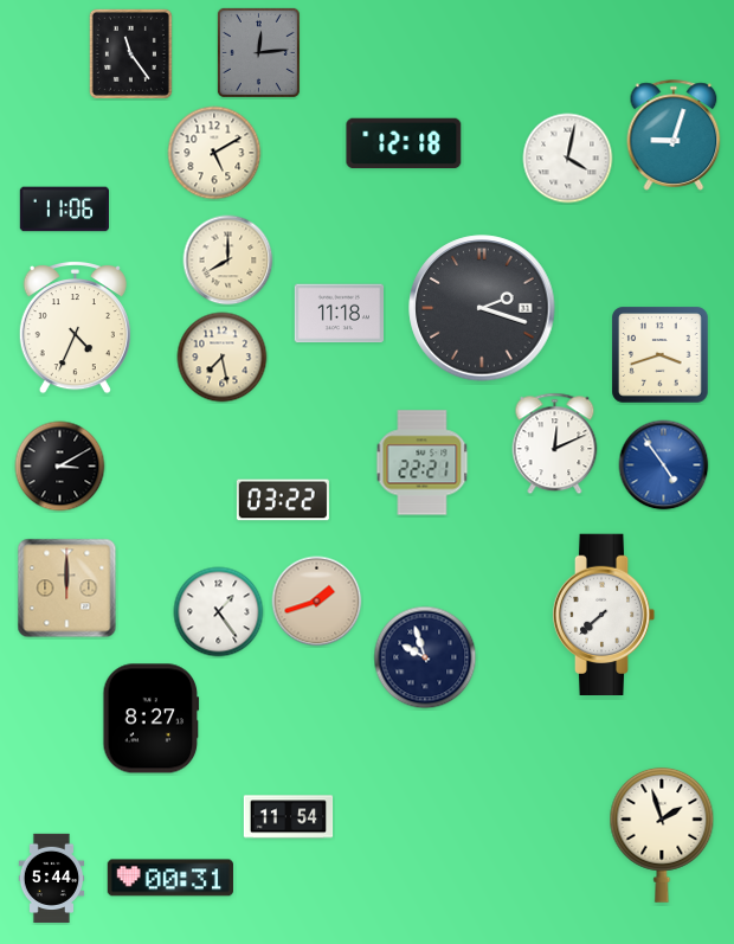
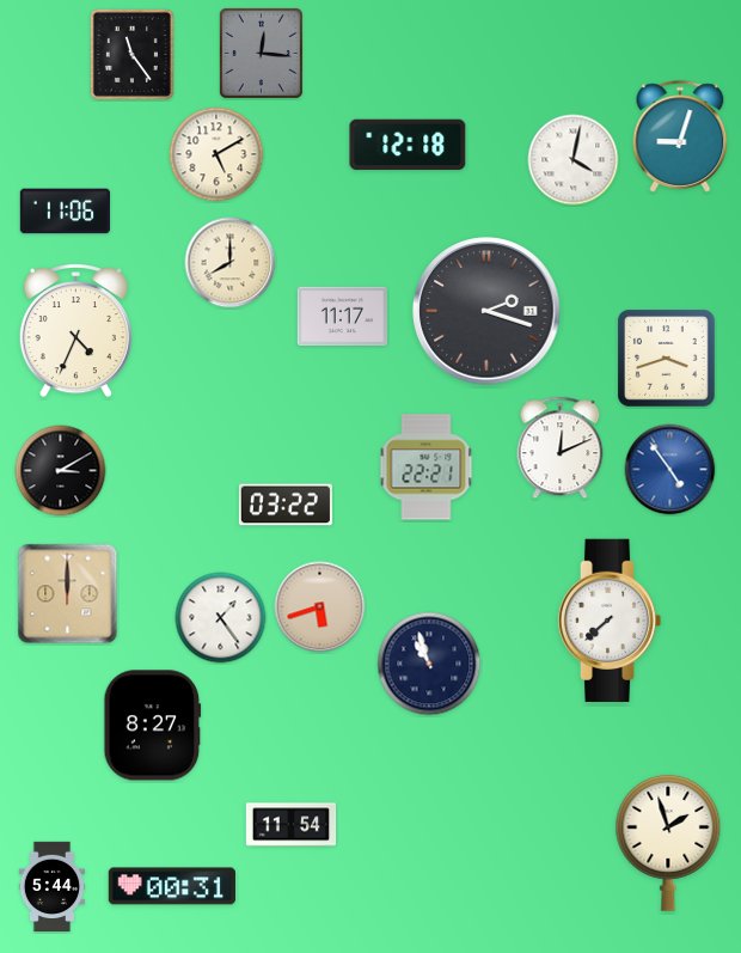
clock at (258, 52): 12:14 -> 12:16
clock at (339, 314): 11:18 -> 11:17
clock at (223, 358): 7:28 -> none
clock at (317, 602): 1:42 -> 5:42
clock at (425, 657): 9:57 -> 10:57
